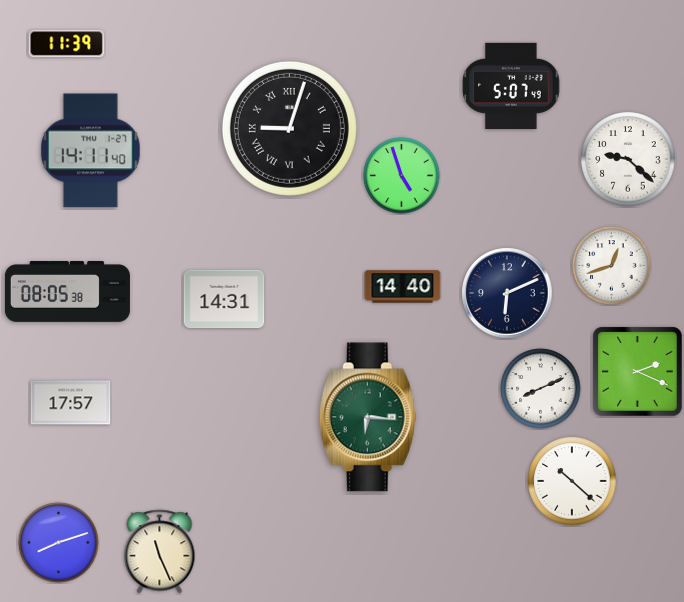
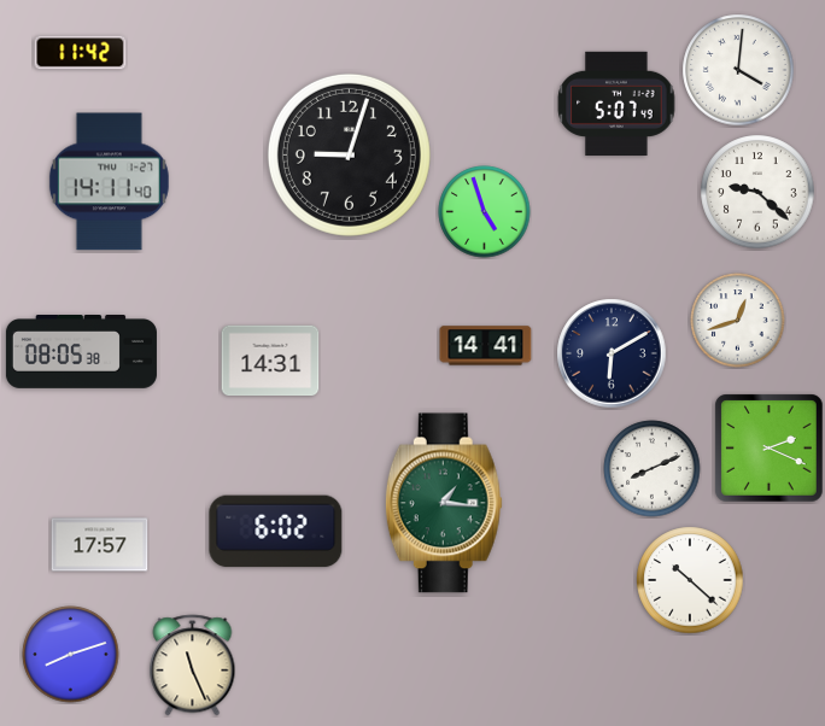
clock at (67, 44): 11:39 -> 11:42
clock at (738, 70): none -> 4:01
clock at (289, 128) numerals: Roman -> Arabic
clock at (403, 287): 14:40 -> 14:41
clock at (507, 293): 6:11 -> 6:10
clock at (71, 403) position: (71, 403) -> (100, 545)
clock at (368, 417): 6:16 -> 1:16
clock at (276, 532): none -> 6:02
